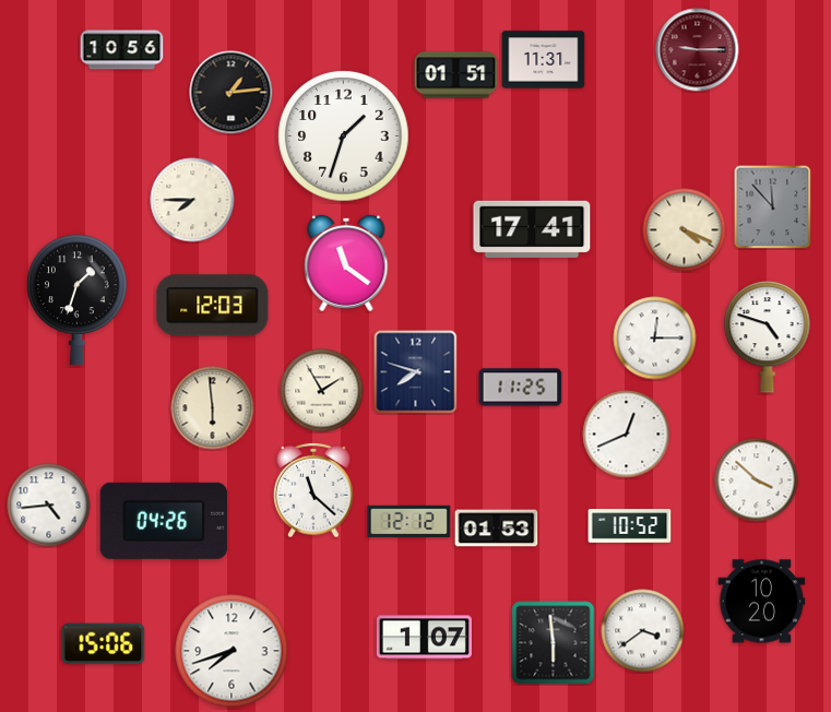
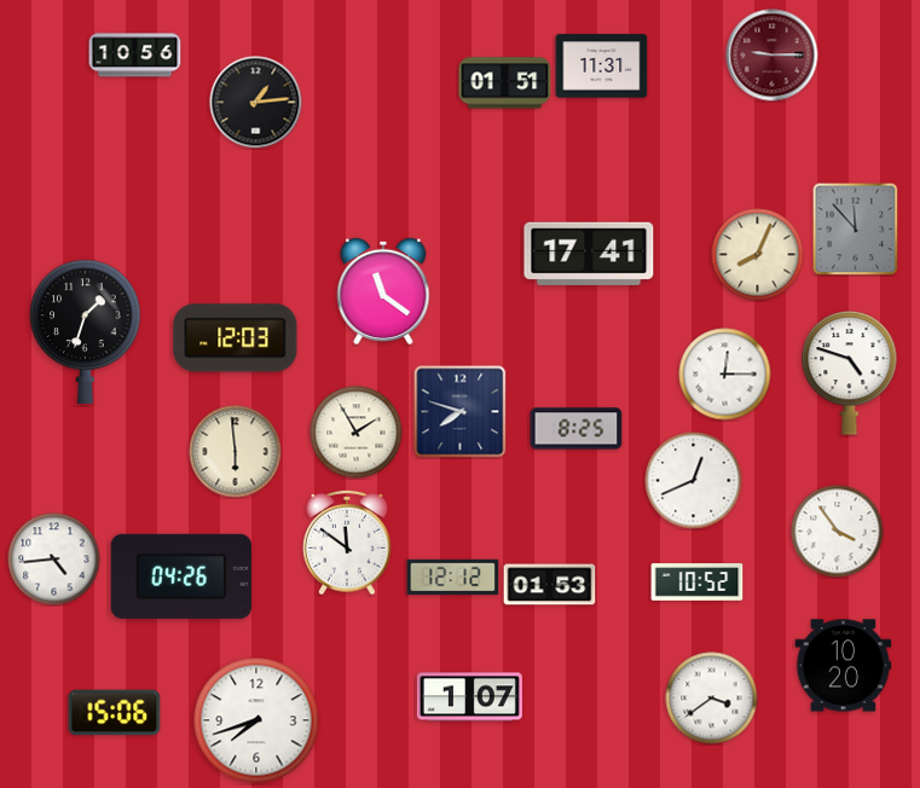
clock at (344, 137): 1:33 -> none
clock at (192, 200): 7:45 -> none
clock at (685, 230): 4:19 -> 8:04
clock at (521, 388): 11:25 -> 8:25
clock at (757, 480): 3:52 -> 3:54
clock at (313, 490): 11:22 -> 11:51
clock at (424, 638) position: (424, 638) -> (469, 697)
clock at (554, 643): 5:59 -> none
